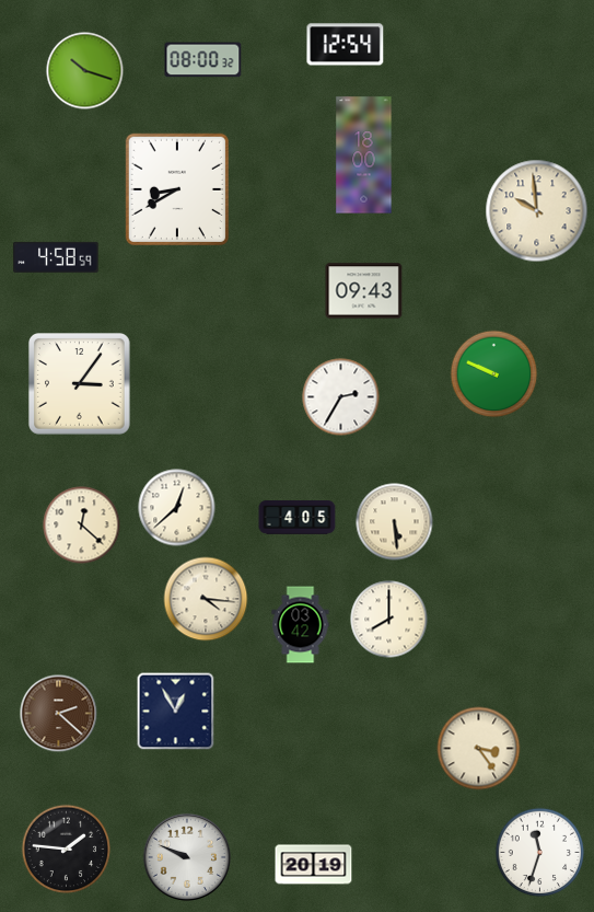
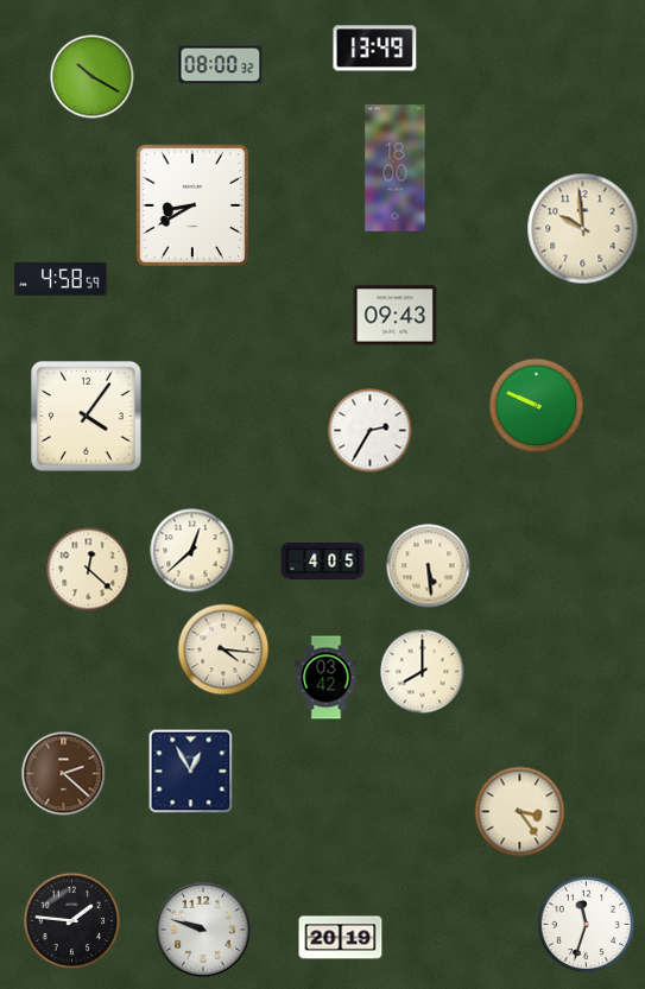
clock at (346, 45): 12:54 -> 13:49
clock at (85, 71): 10:18 -> 10:20
clock at (80, 384): 3:06 -> 4:06
clock at (187, 857): 9:49 -> 9:48
